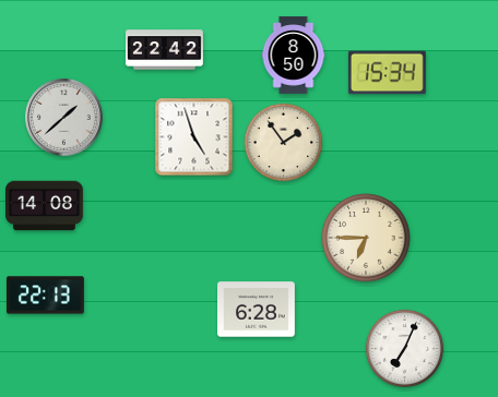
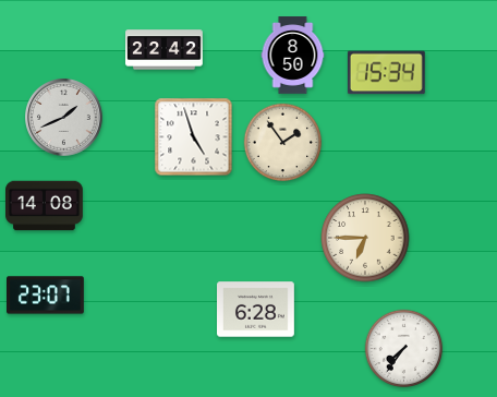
clock at (64, 118): 1:38 -> 1:41
clock at (46, 296): 22:13 -> 23:07
clock at (405, 349): 7:04 -> 7:36
